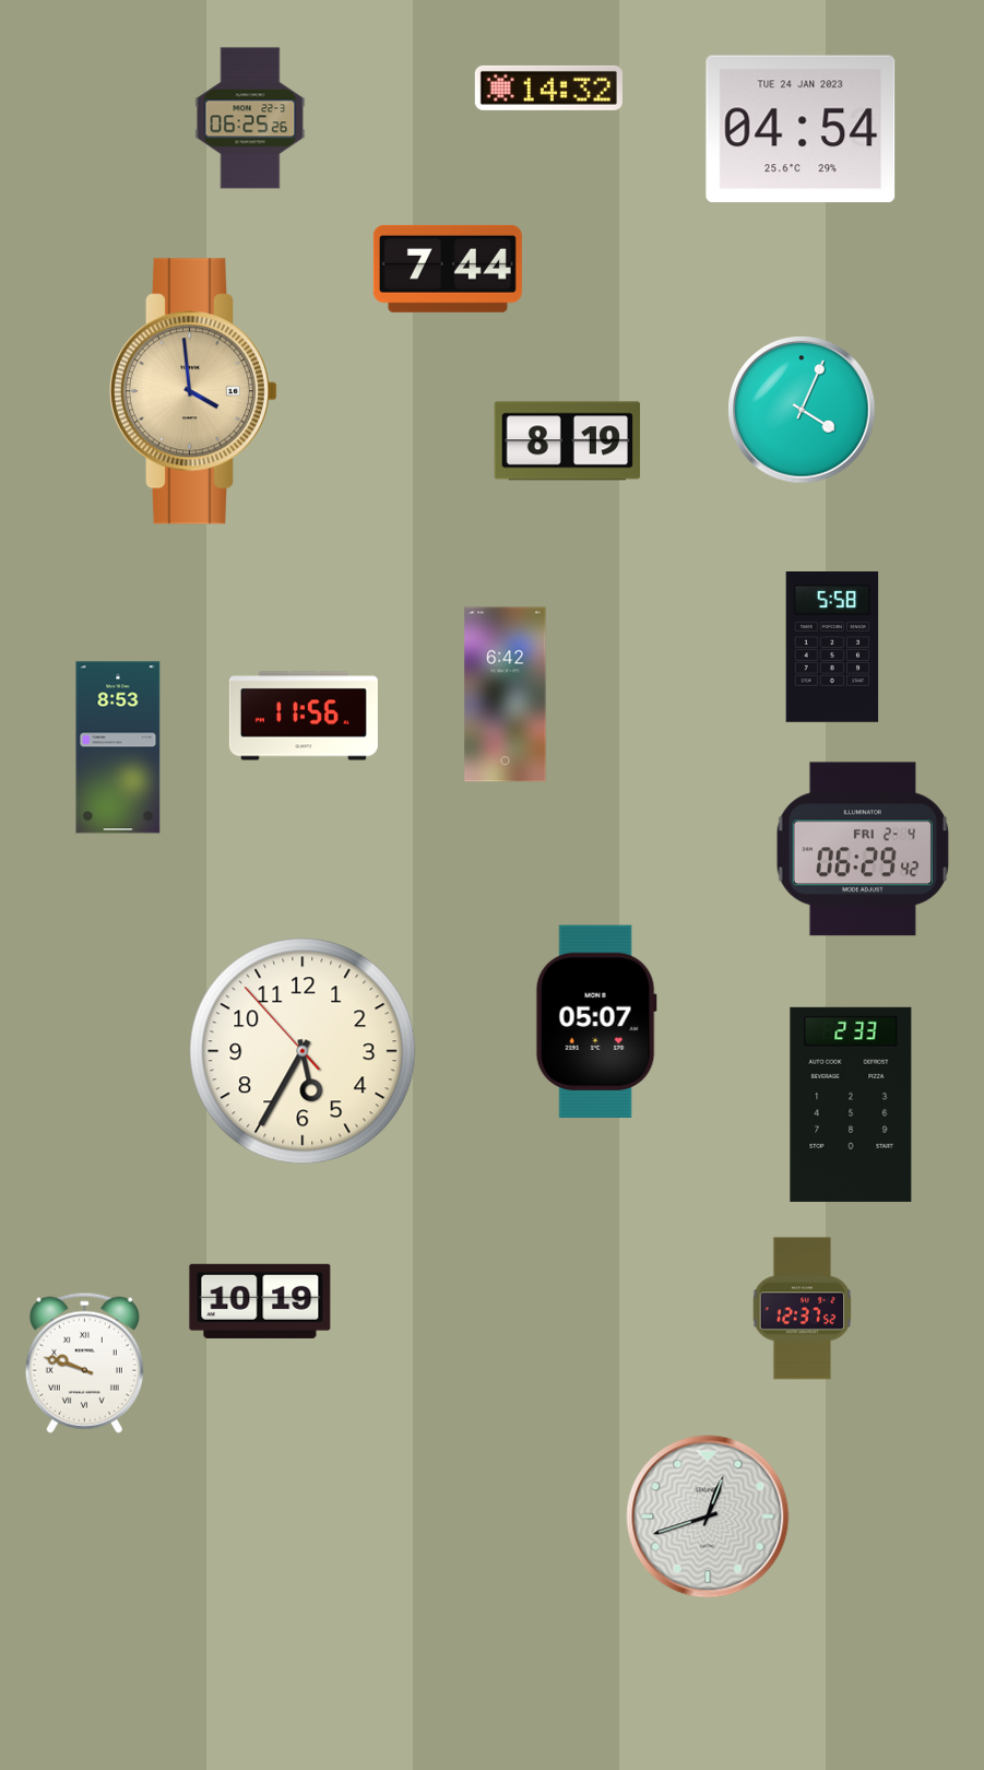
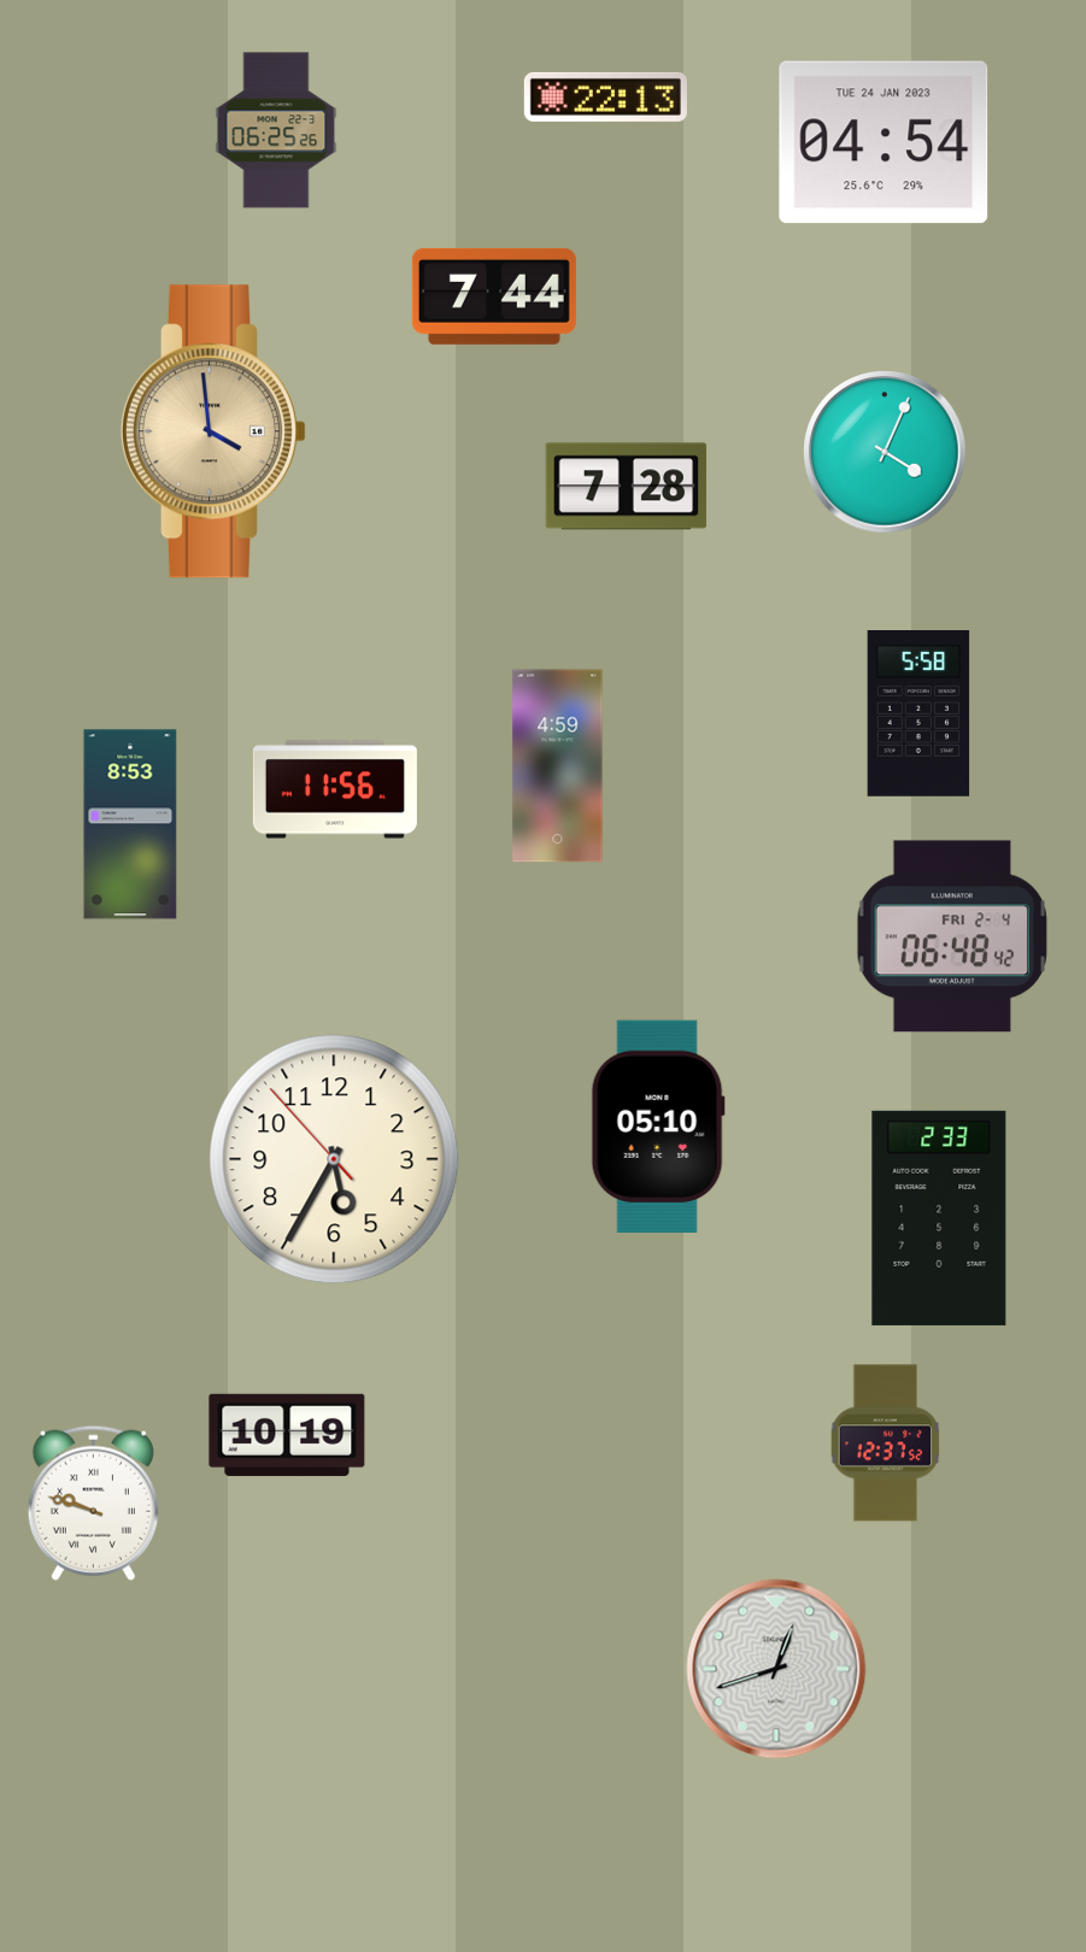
clock at (548, 87): 14:32 -> 22:13
clock at (568, 441): 8:19 -> 7:28
clock at (506, 695): 6:42 -> 4:59
clock at (862, 849): 06:29 -> 06:48
clock at (596, 1020): 05:07 -> 05:10
clock at (708, 1517) position: (708, 1517) -> (776, 1669)
